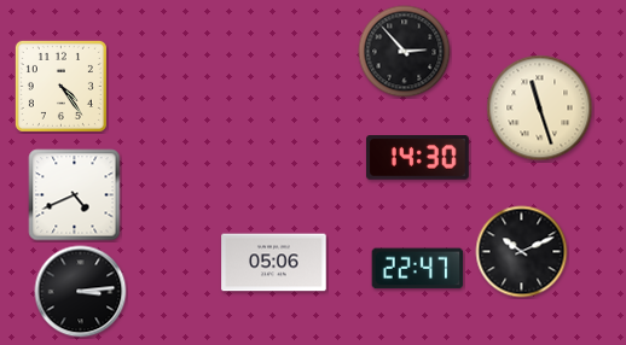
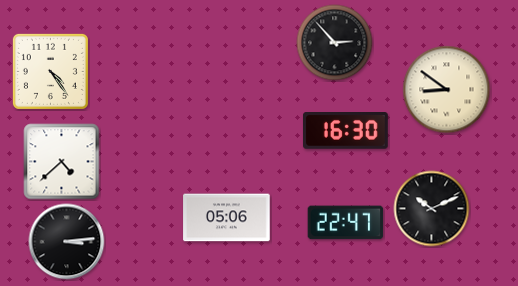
clock at (540, 109): 11:27 -> 8:51
clock at (418, 158): 14:30 -> 16:30
clock at (75, 195): 4:41 -> 4:38
